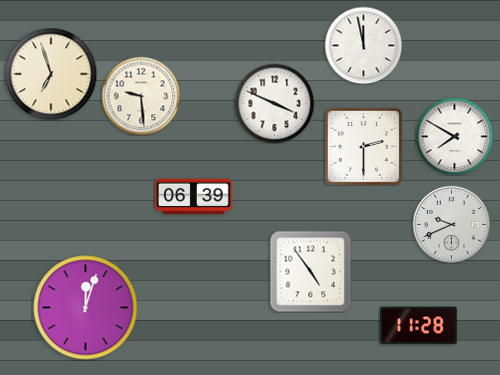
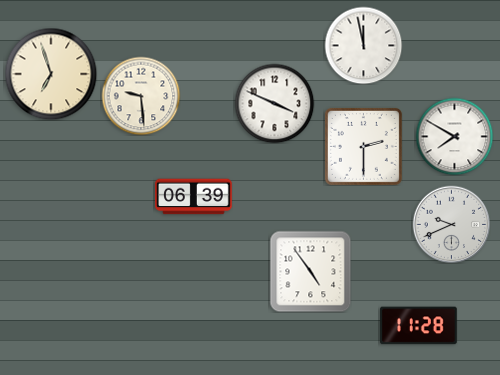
clock at (86, 308): 12:03 -> none
